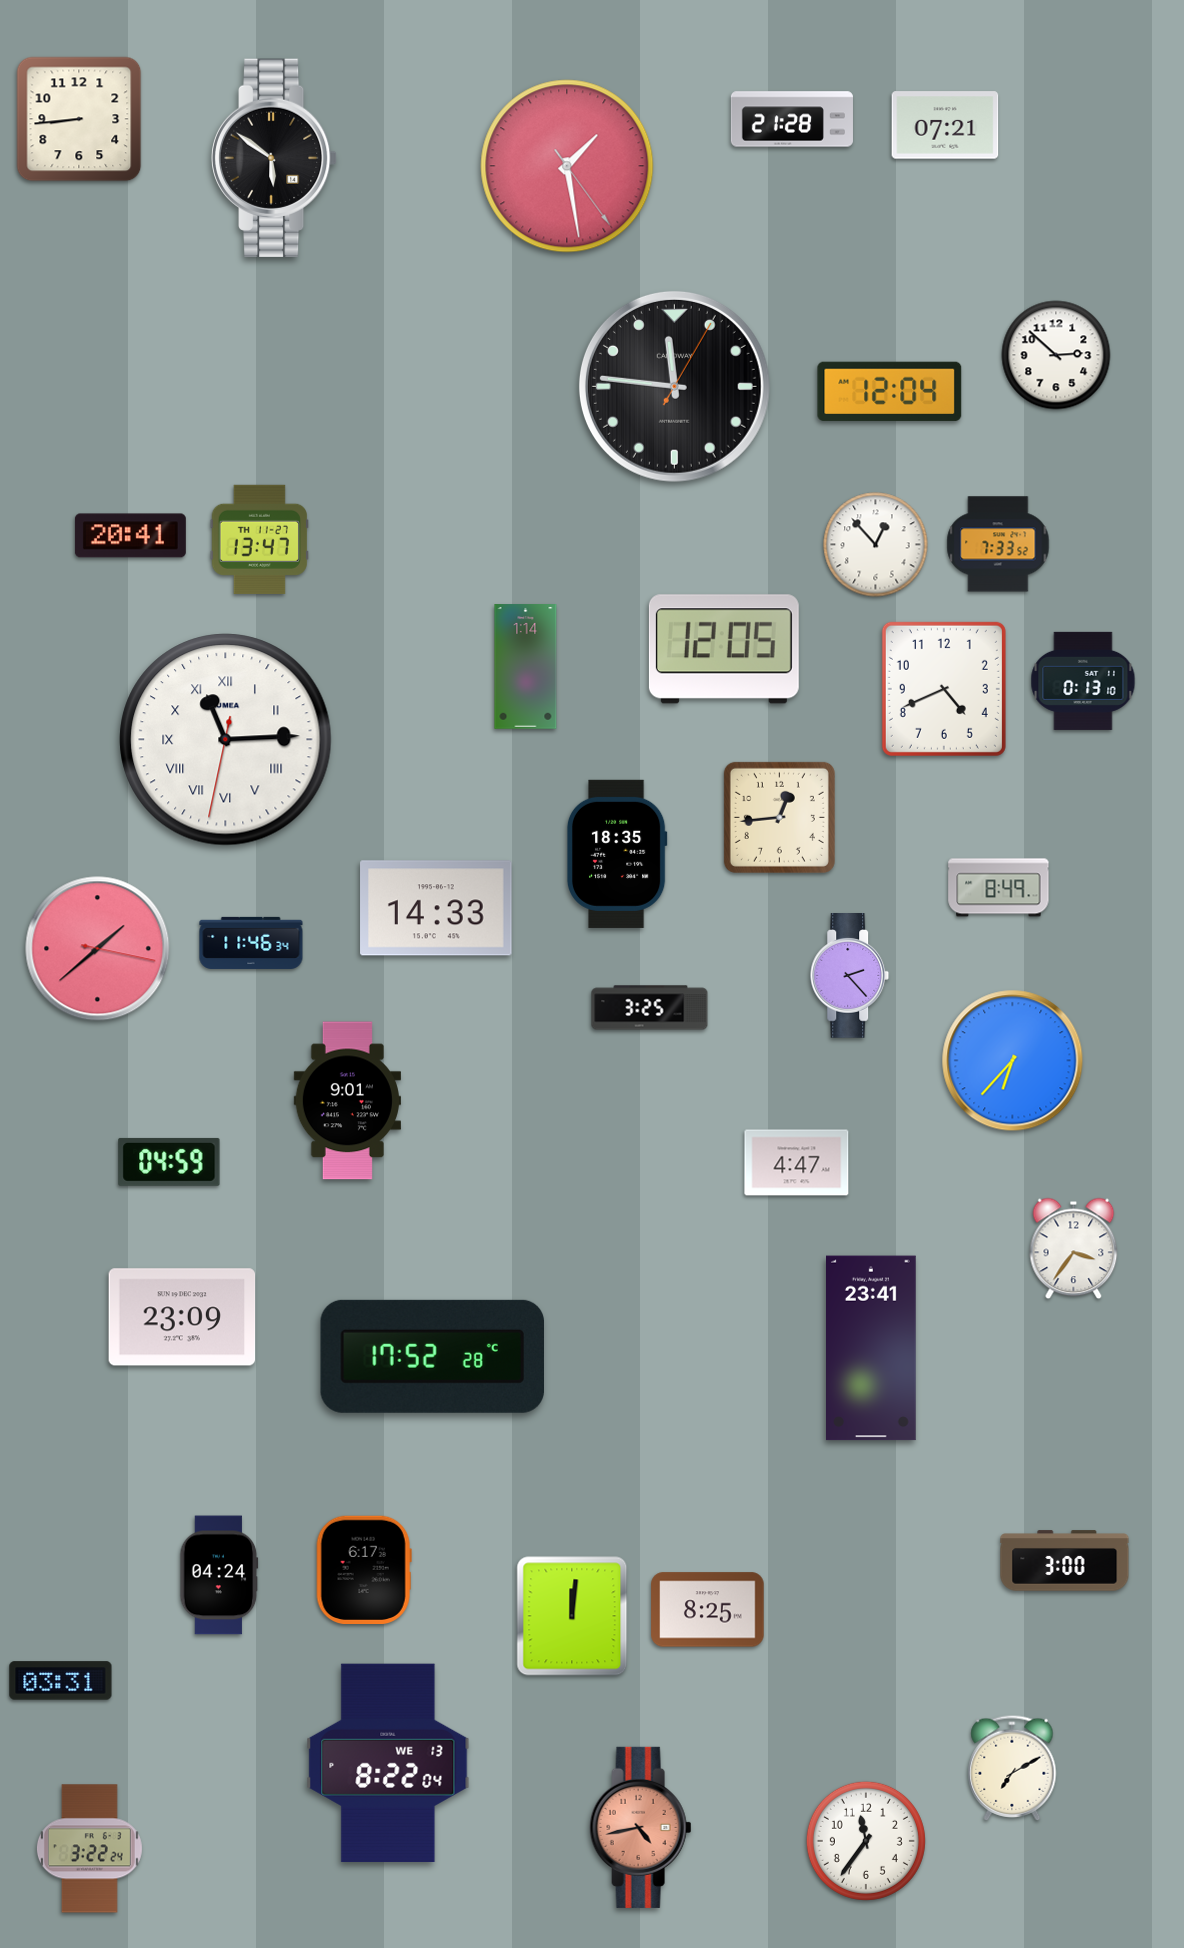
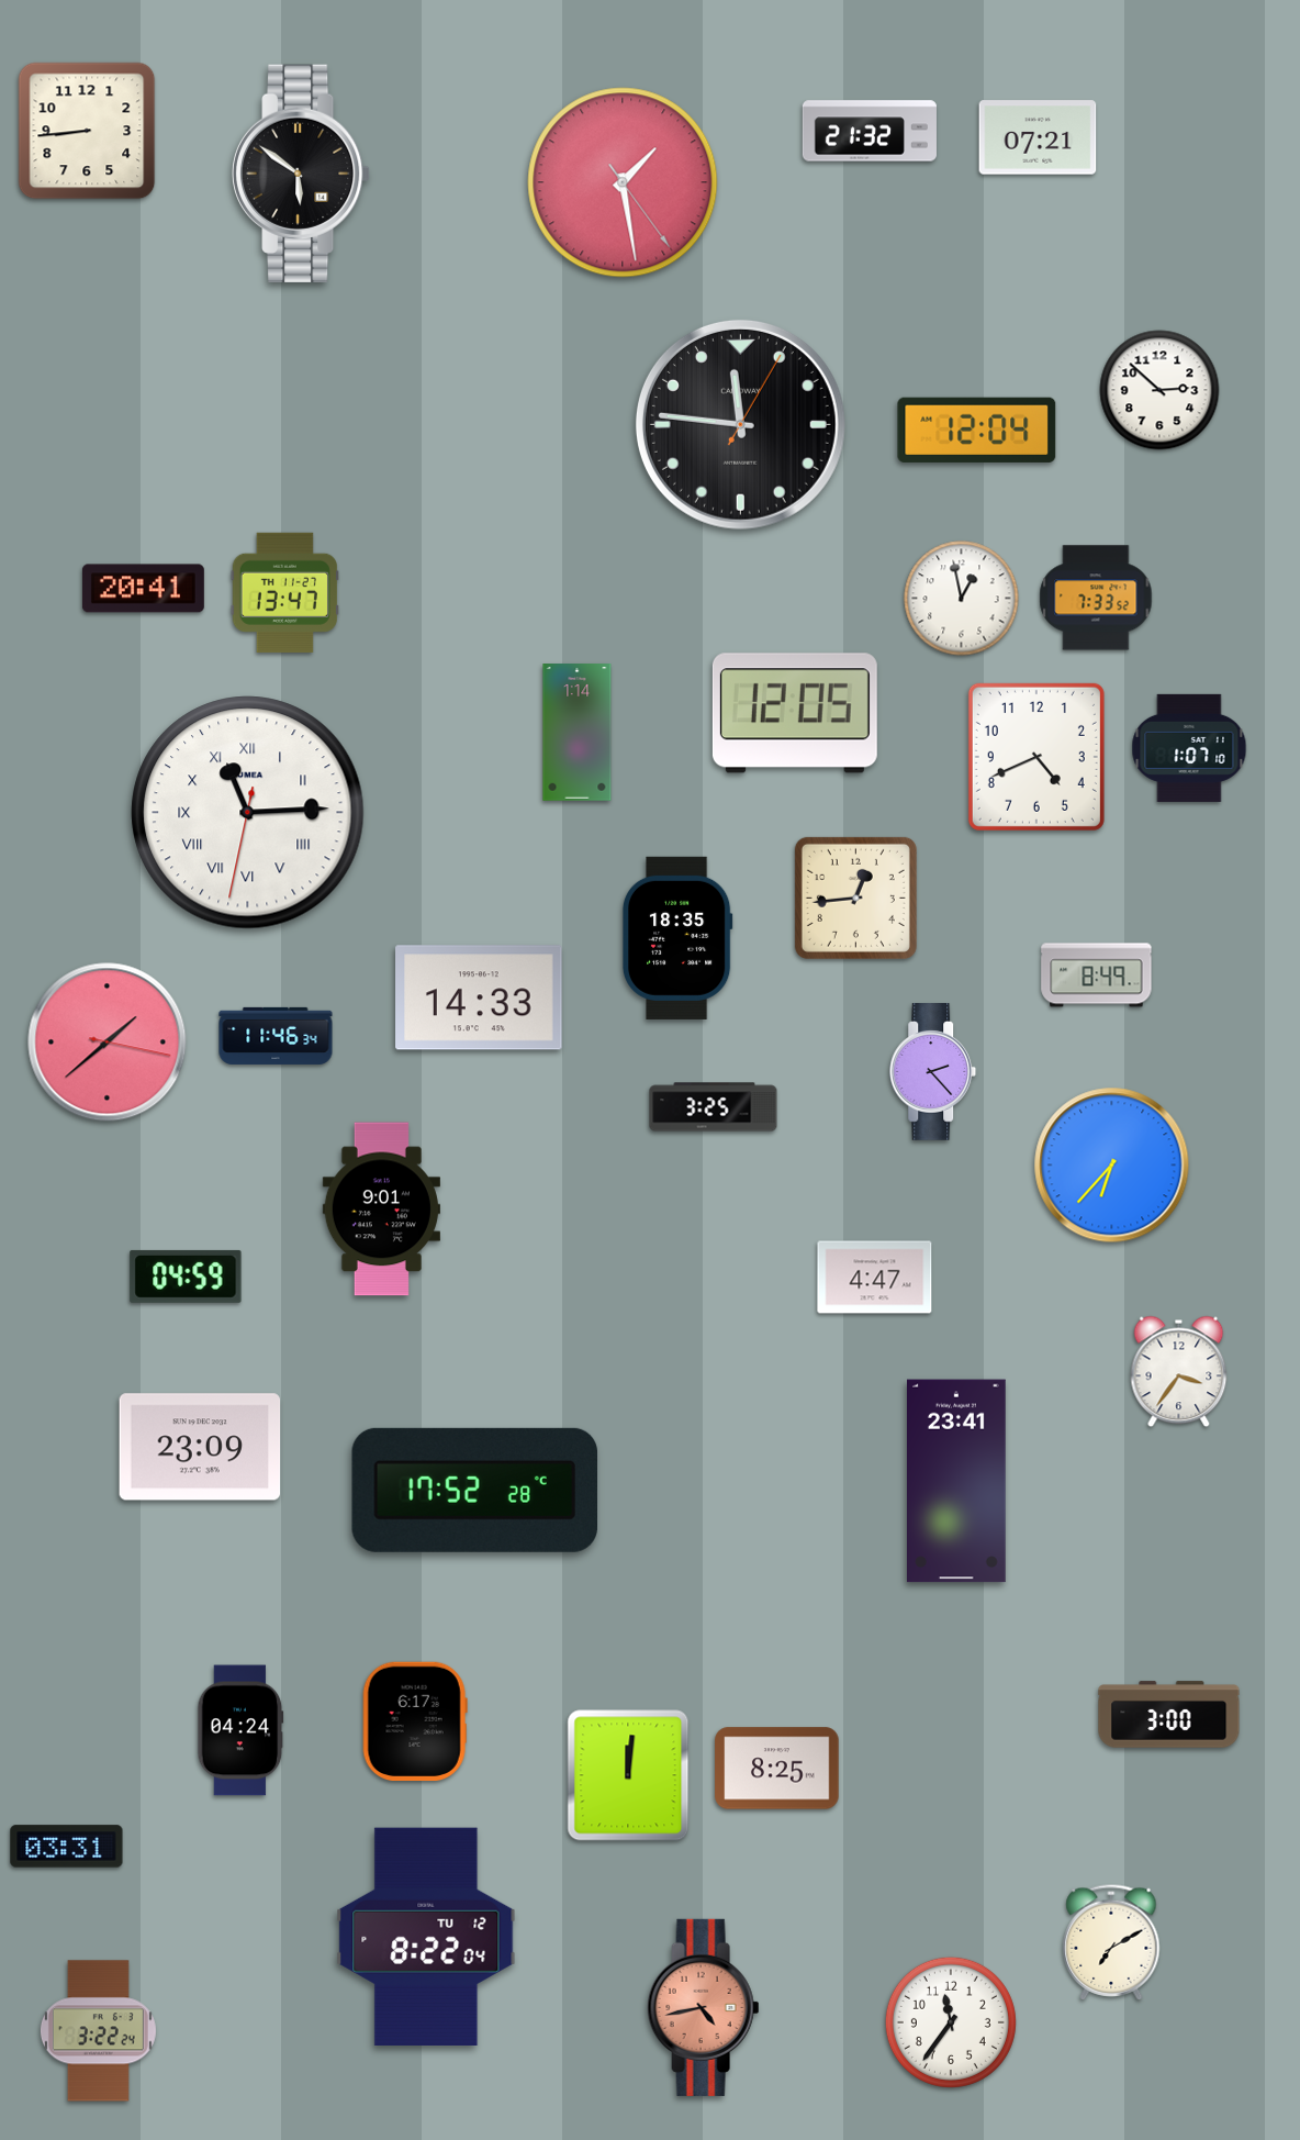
clock at (792, 119): 21:28 -> 21:32
clock at (876, 545): 12:53 -> 12:58
clock at (1083, 681): 0:13 -> 1:07
clock at (364, 1569) position: (364, 1569) -> (415, 1720)
clock at (388, 1762) date: WE 13 -> TU 12
